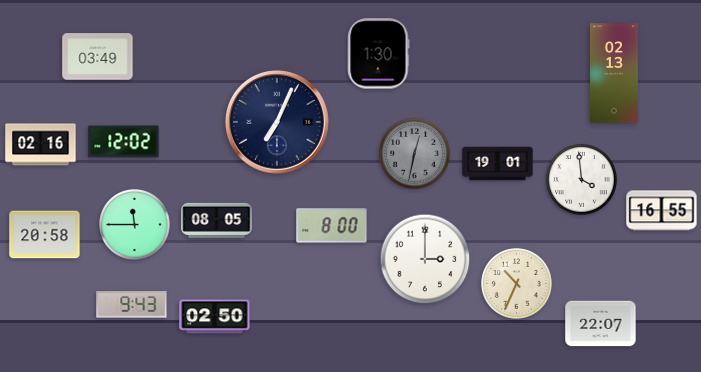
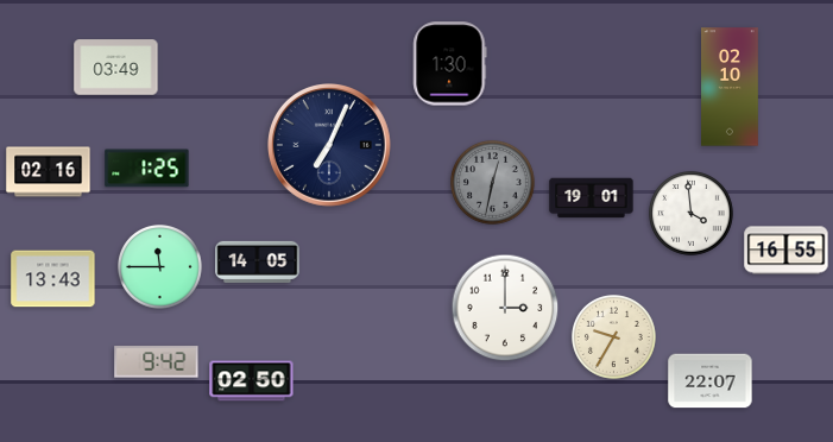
clock at (615, 73): 02:13 -> 02:10
clock at (124, 142): 12:02 -> 1:25
clock at (498, 164) position: (498, 164) -> (592, 198)
clock at (217, 220): 08:05 -> 14:05
clock at (332, 226): 8:00 -> none
clock at (45, 235): 20:58 -> 13:43
clock at (517, 284): 10:34 -> 9:35
clock at (132, 305): 9:43 -> 9:42
clock at (215, 317) position: (215, 317) -> (252, 381)
clock at (601, 324) position: (601, 324) -> (711, 381)
